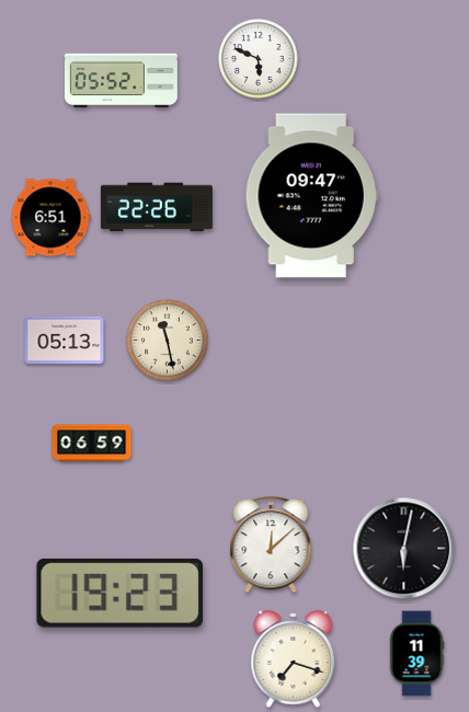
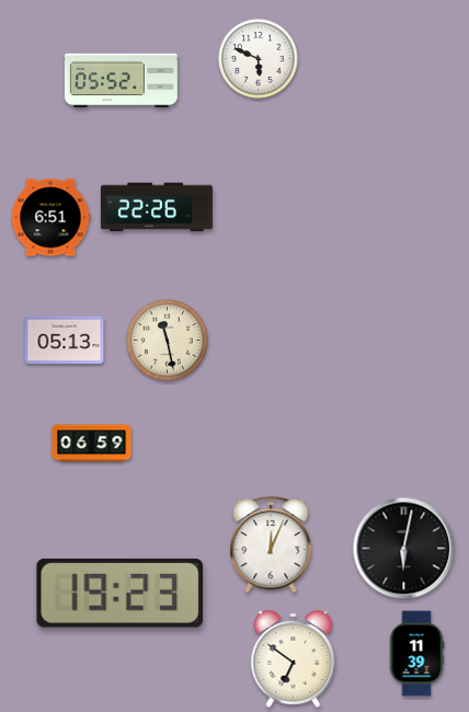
clock at (311, 196): 09:47 -> none
clock at (271, 546): 12:08 -> 12:04
clock at (294, 658): 7:18 -> 6:51
